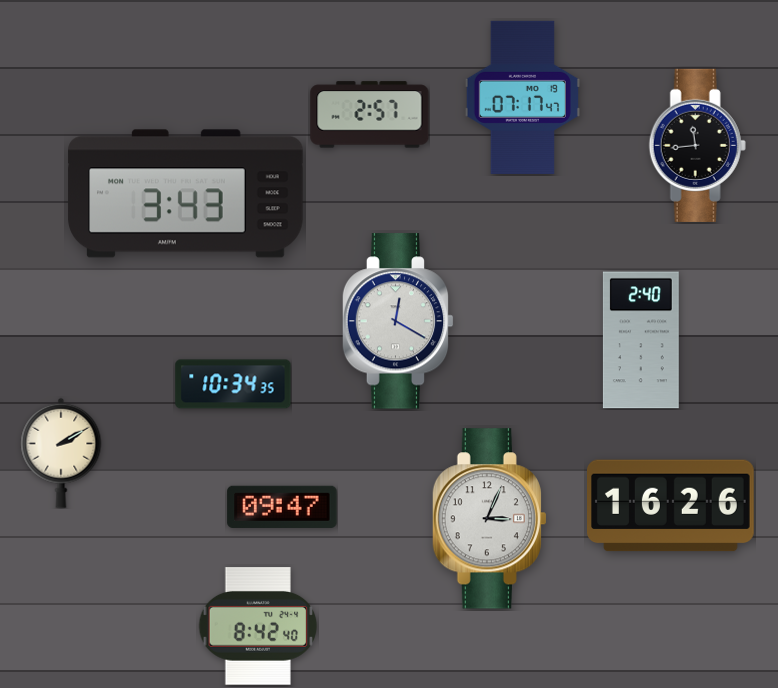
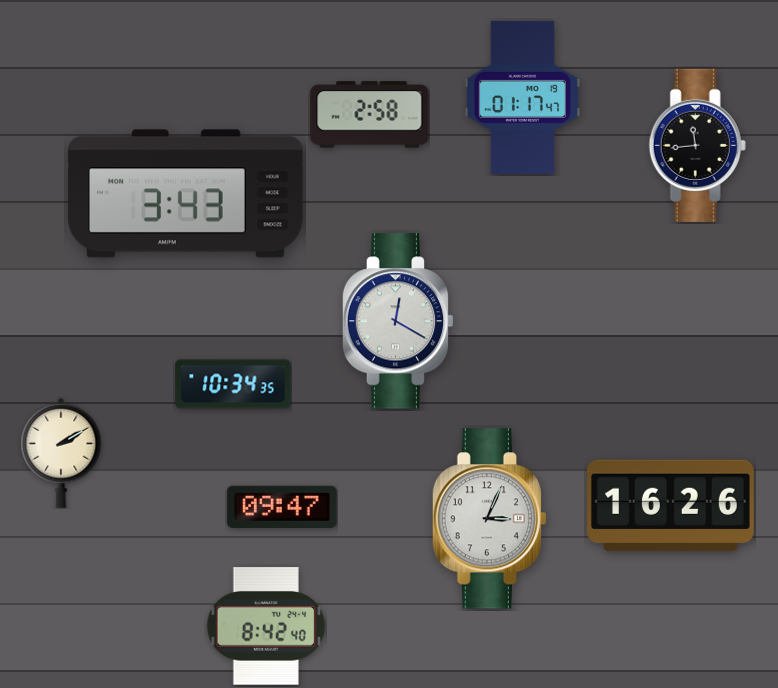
clock at (522, 97): 07:17 -> 01:17
clock at (370, 115): 2:57 -> 2:58
clock at (641, 340): 2:40 -> none
clock at (258, 626) position: (258, 626) -> (266, 626)
